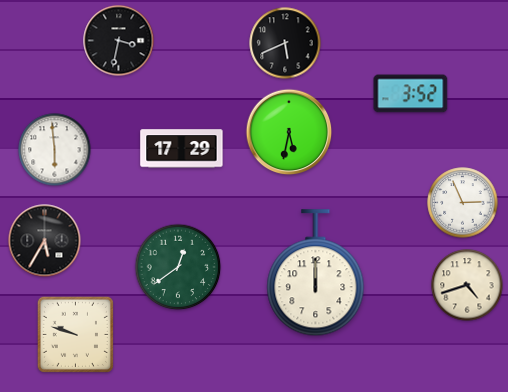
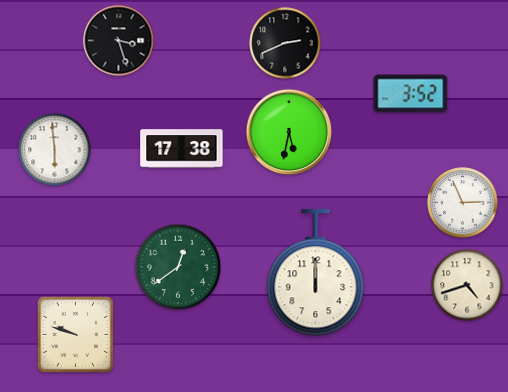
clock at (119, 41): 3:32 -> 3:27
clock at (285, 43): 5:41 -> 2:41
clock at (182, 149): 17:29 -> 17:38
clock at (45, 241): 5:35 -> none
